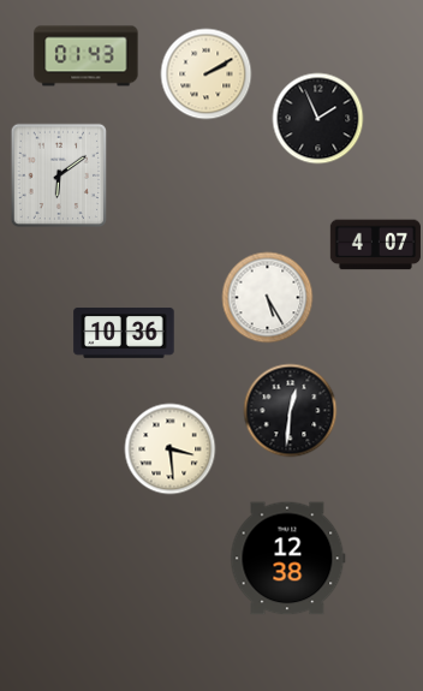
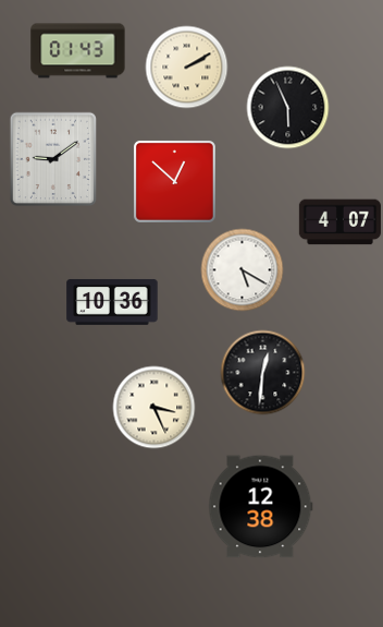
clock at (318, 119): 1:56 -> 5:56
clock at (58, 175): 6:09 -> 9:09
clock at (174, 181): none -> 12:52
clock at (268, 298): 5:25 -> 5:20
clock at (171, 449): 3:29 -> 3:26
